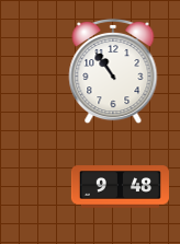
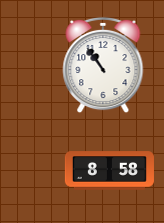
clock at (120, 187): 9:48 -> 8:58
